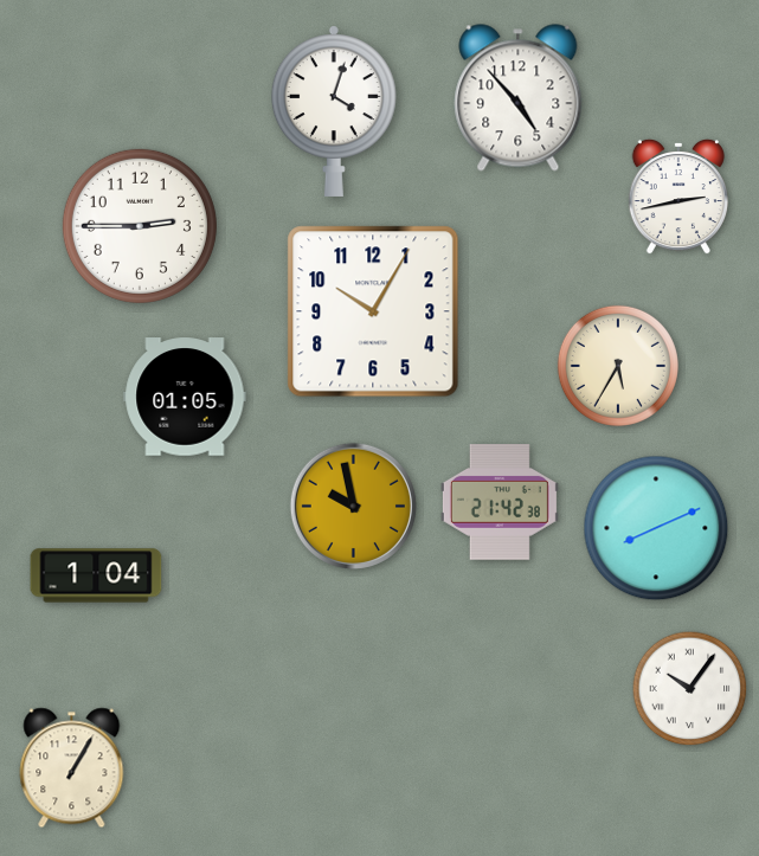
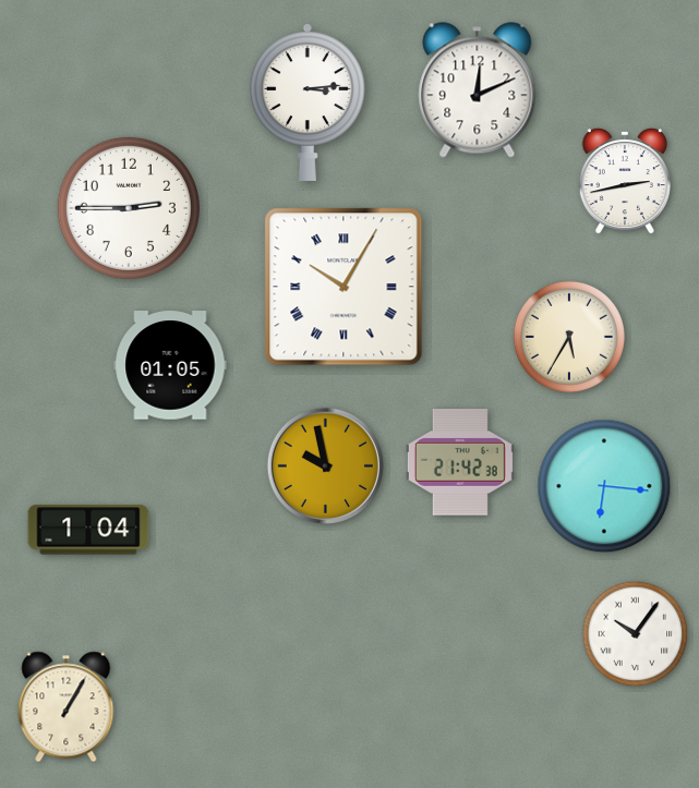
clock at (519, 98): 4:53 -> 12:11
clock at (334, 111): 4:03 -> 3:14
clock at (373, 311) numerals: Arabic -> Roman
clock at (656, 528): 8:11 -> 6:16
